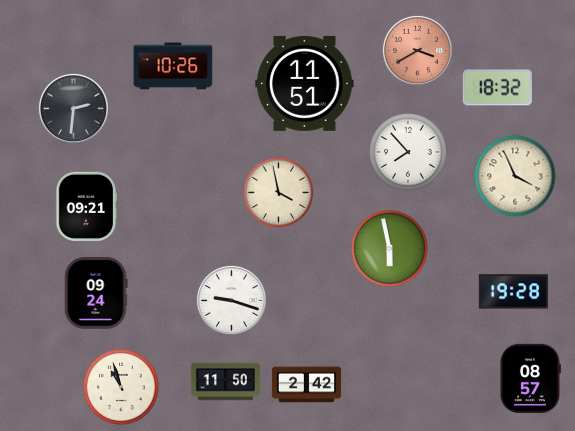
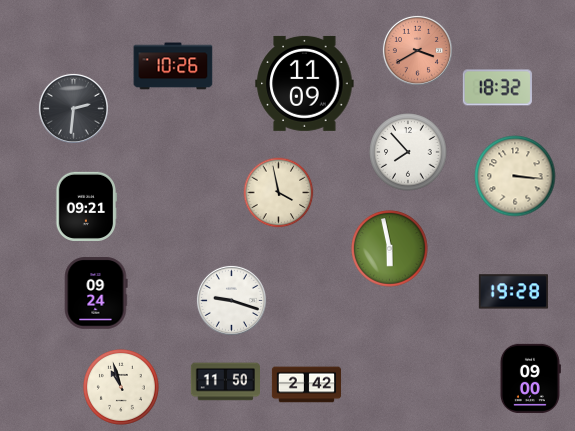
clock at (305, 83): 11:51 -> 11:09
clock at (515, 176): 3:56 -> 3:16
clock at (530, 378): 08:57 -> 09:00
